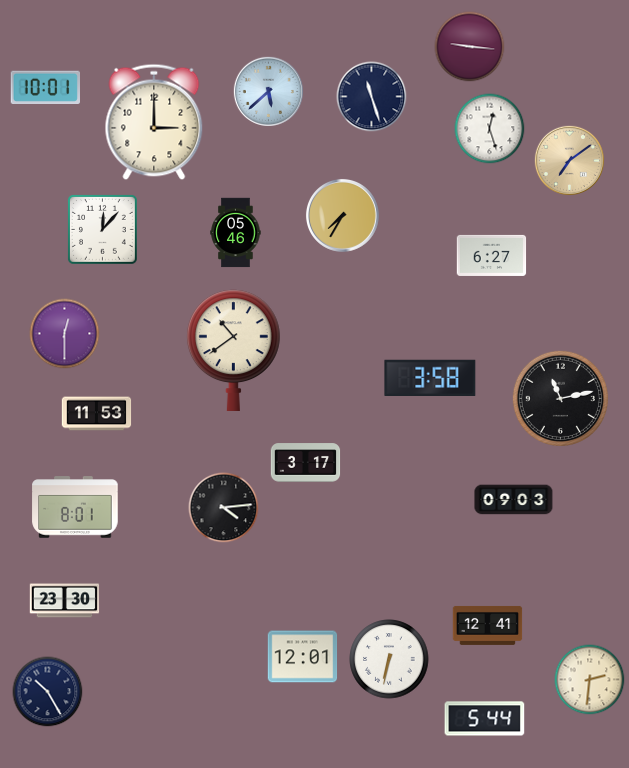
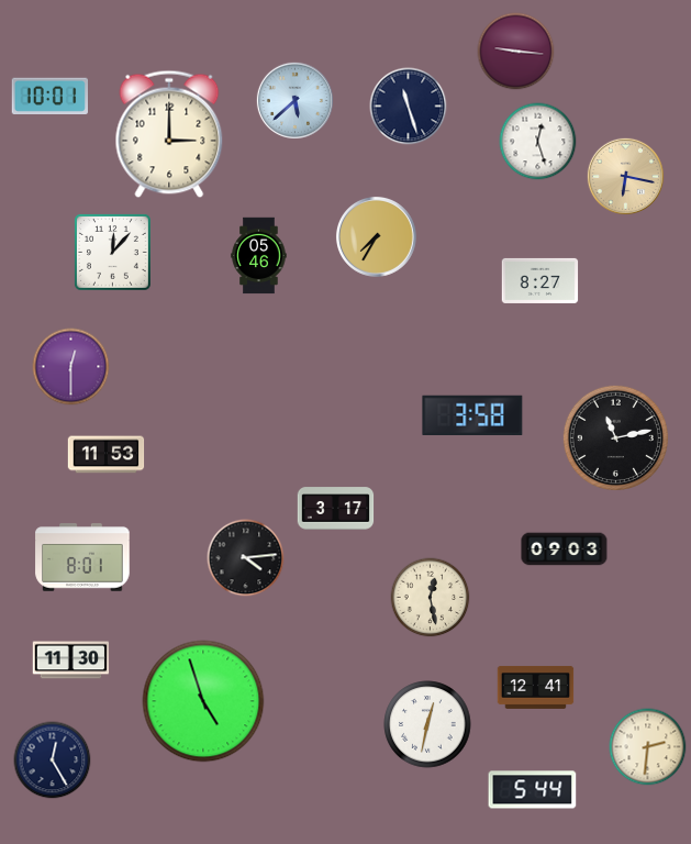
clock at (569, 160): 7:09 -> 6:17
clock at (492, 255): 6:27 -> 8:27
clock at (233, 350): 10:39 -> none
clock at (431, 598): none -> 12:28
clock at (65, 601): 23:30 -> 11:30
clock at (203, 701): none -> 4:57
clock at (303, 657): 12:01 -> none
clock at (389, 659): 6:32 -> 12:32
clock at (48, 692): 10:25 -> 12:25
